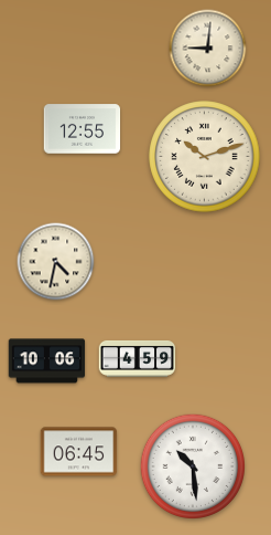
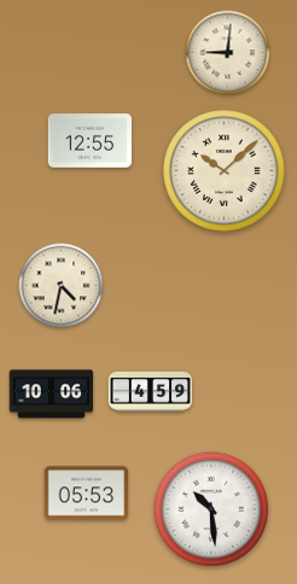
clock at (205, 157): 10:12 -> 10:08
clock at (79, 452): 06:45 -> 05:53
